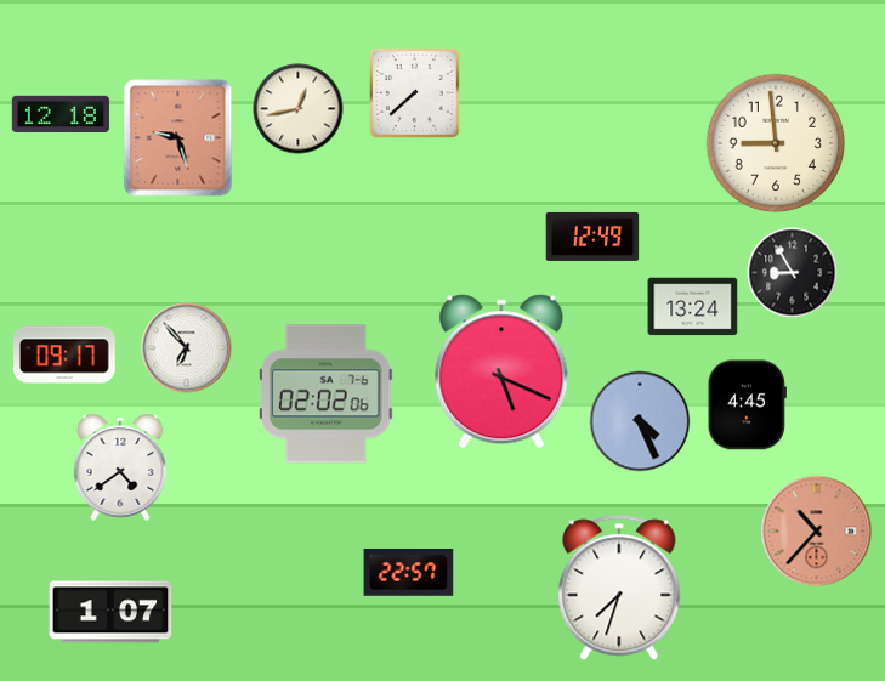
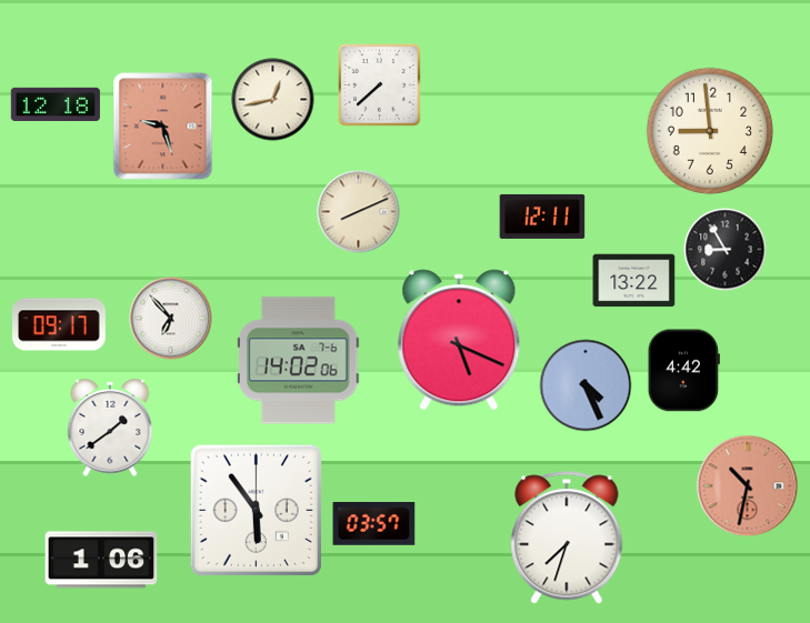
clock at (359, 212): none -> 8:11
clock at (592, 237): 12:49 -> 12:11
clock at (693, 307): 13:24 -> 13:22
clock at (325, 395): 02:02 -> 14:02
clock at (747, 405): 4:45 -> 4:42
clock at (120, 467): 4:39 -> 1:39
clock at (817, 532): 10:37 -> 10:32
clock at (256, 510): none -> 5:54
clock at (409, 573): 22:57 -> 03:57
clock at (110, 612): 1:07 -> 1:06
